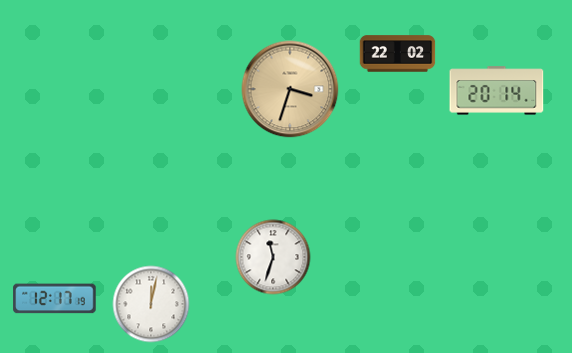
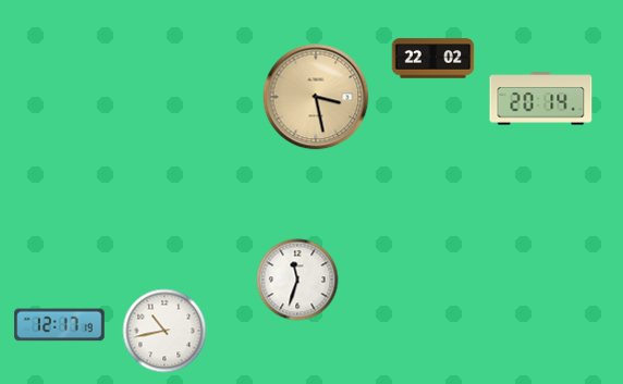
clock at (290, 89): 3:33 -> 3:28
clock at (151, 304): 12:02 -> 10:43
